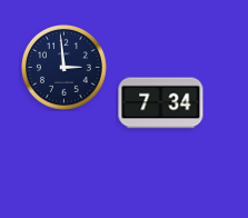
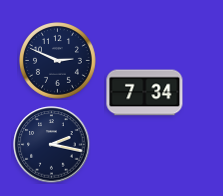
clock at (65, 68): 2:59 -> 2:49
clock at (52, 145): none -> 2:17
